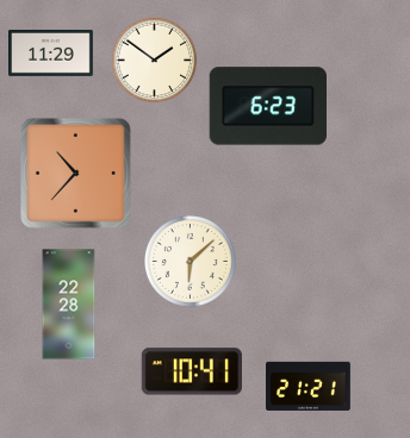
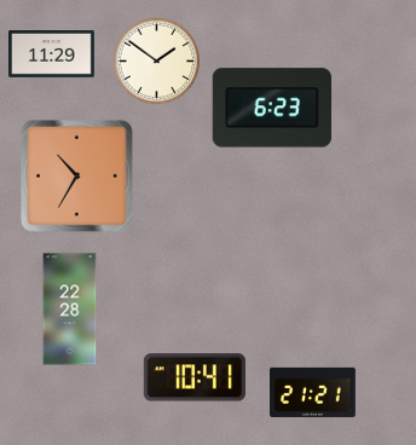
clock at (75, 173): 10:37 -> 10:35
clock at (190, 261): 6:08 -> none
